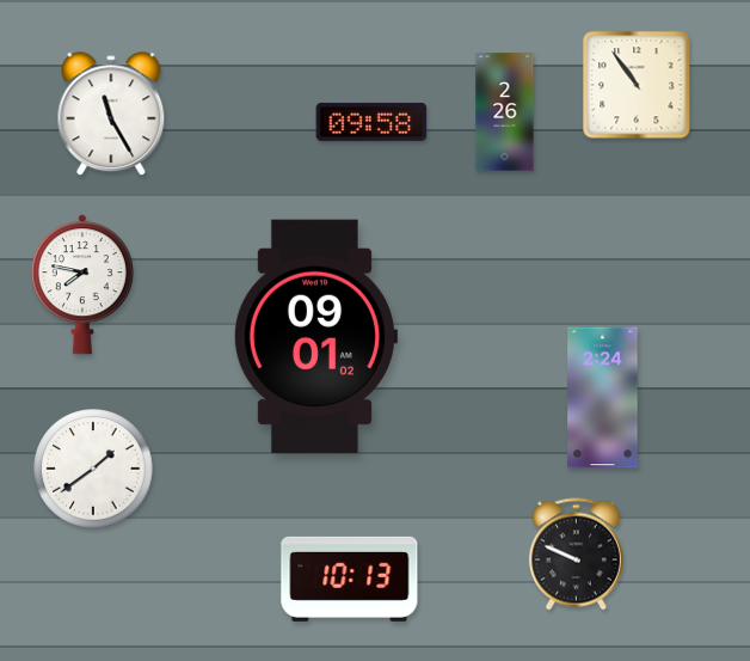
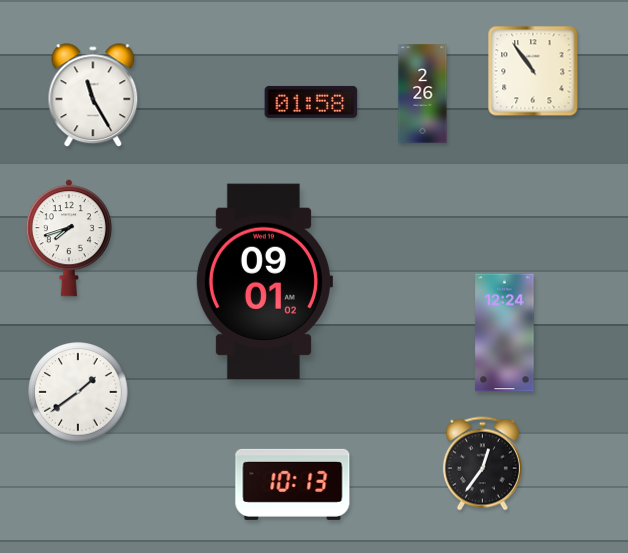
clock at (371, 122): 09:58 -> 01:58
clock at (82, 284): 7:47 -> 7:42
clock at (603, 398): 2:24 -> 12:24
clock at (576, 555): 9:49 -> 12:36
